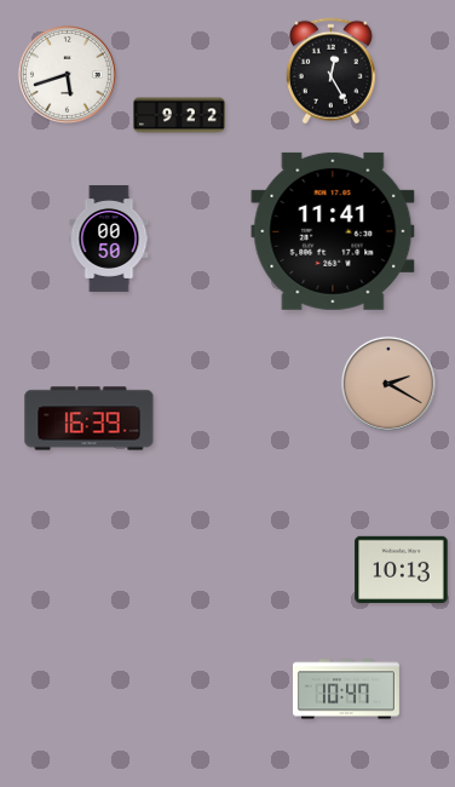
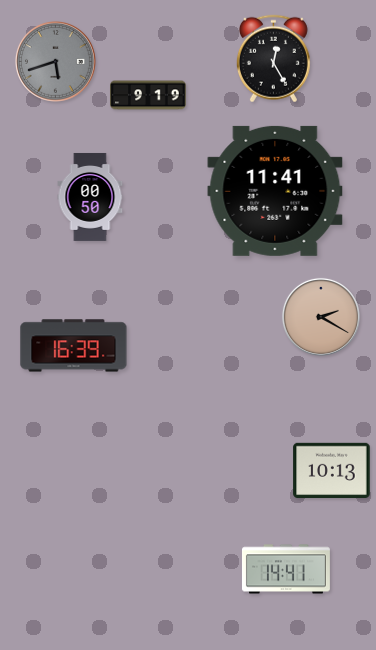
clock at (67, 74) dial: white -> grey
clock at (179, 115): 9:22 -> 9:19
clock at (346, 689): 10:47 -> 14:41
